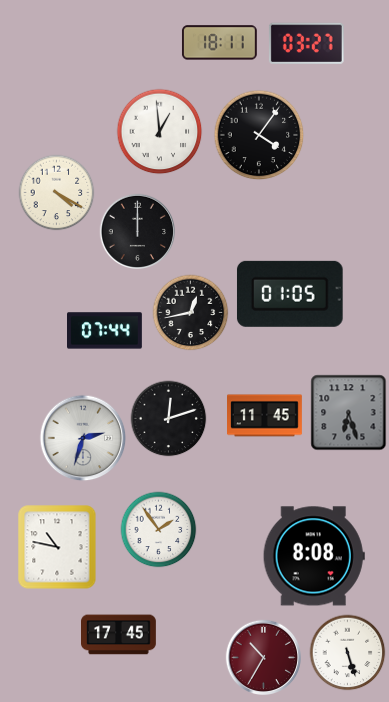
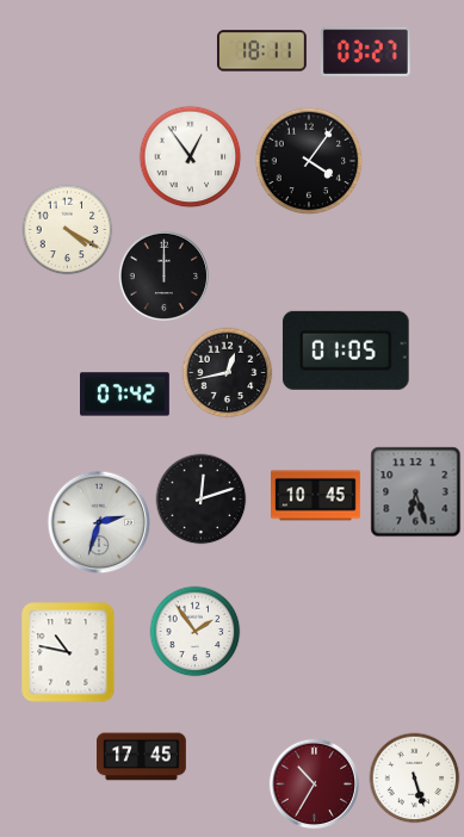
clock at (160, 132): 12:59 -> 12:54
clock at (105, 331): 07:44 -> 07:42
clock at (265, 416): 11:45 -> 10:45
clock at (159, 530) position: (159, 530) -> (196, 632)
clock at (314, 556): 8:08 -> none
